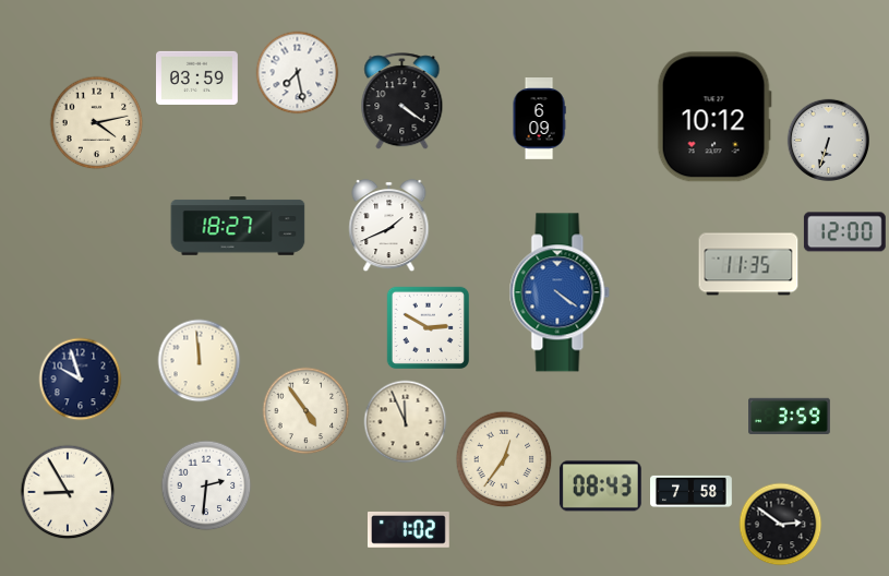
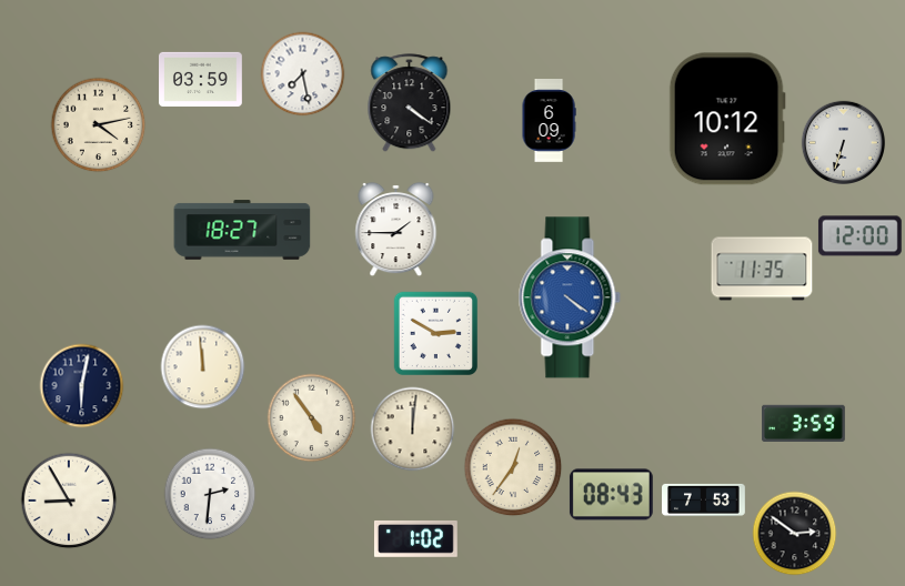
clock at (389, 226): 1:41 -> 1:45
clock at (81, 380): 9:57 -> 6:02
clock at (406, 422): 11:56 -> 12:01
clock at (692, 491): 7:58 -> 7:53
